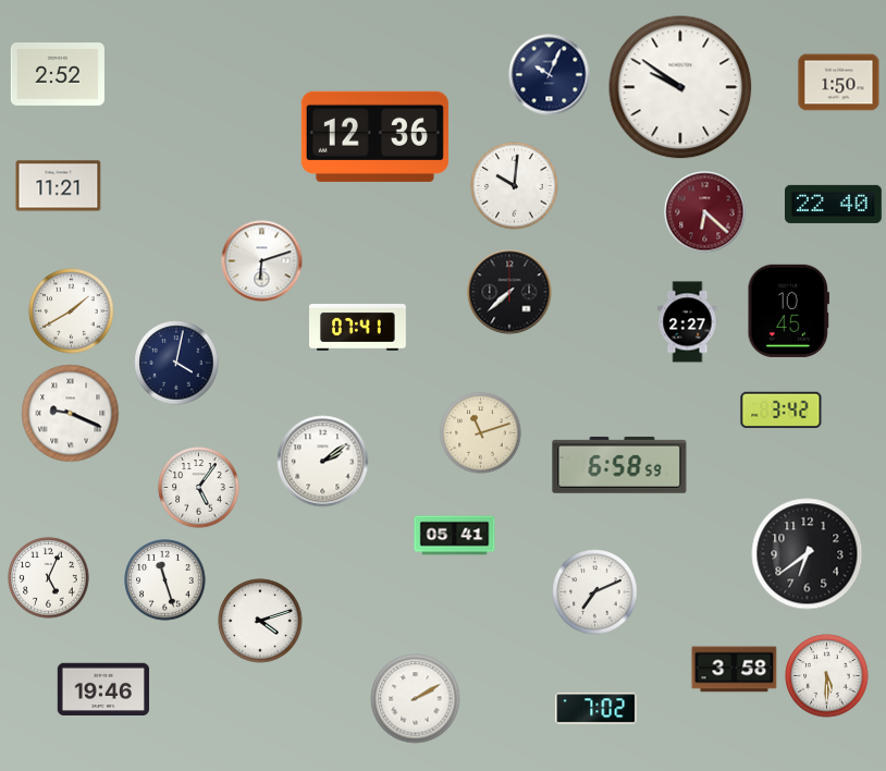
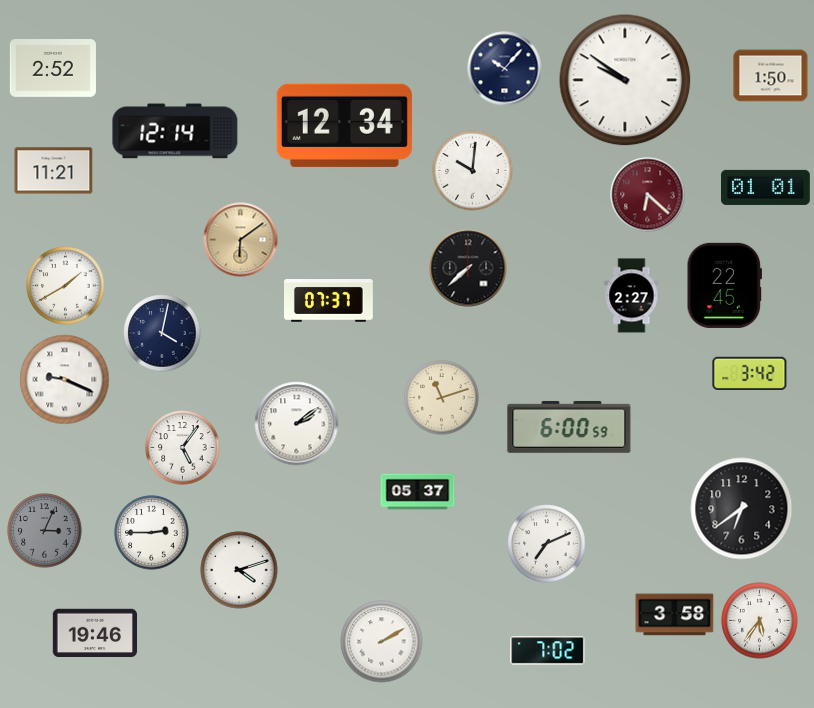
clock at (550, 75): 10:04 -> 10:07
clock at (374, 136): 12:36 -> 12:34
clock at (175, 131): none -> 12:14
clock at (834, 204): 22:40 -> 01:01
clock at (262, 261): 6:12 -> 6:09
clock at (262, 261) dial: white -> champagne
clock at (789, 310): 10:45 -> 22:45
clock at (358, 328): 07:41 -> 07:37
clock at (782, 409) position: (782, 409) -> (750, 373)
clock at (619, 465): 6:58 -> 6:00
clock at (455, 536): 05:41 -> 05:37
clock at (49, 578): 5:04 -> 3:04
clock at (49, 578) dial: white -> grey
clock at (165, 580): 11:27 -> 2:45
clock at (827, 676): 5:30 -> 5:36
